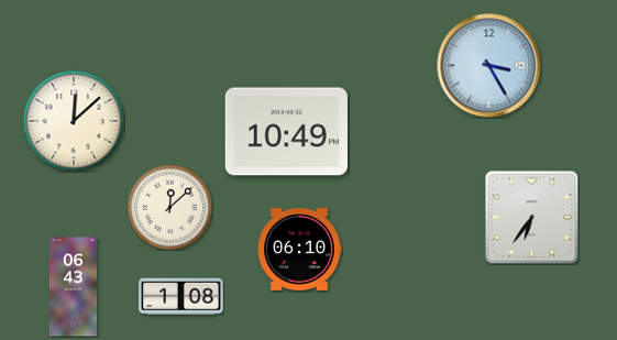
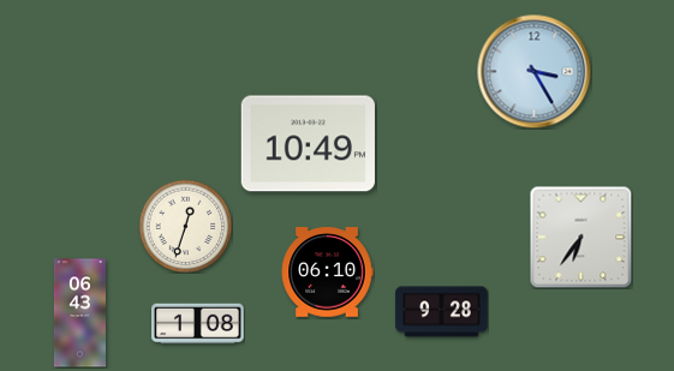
clock at (74, 121): 12:08 -> none
clock at (286, 132) position: (286, 132) -> (308, 144)
clock at (169, 207): 12:08 -> 12:33
clock at (442, 312): none -> 9:28
